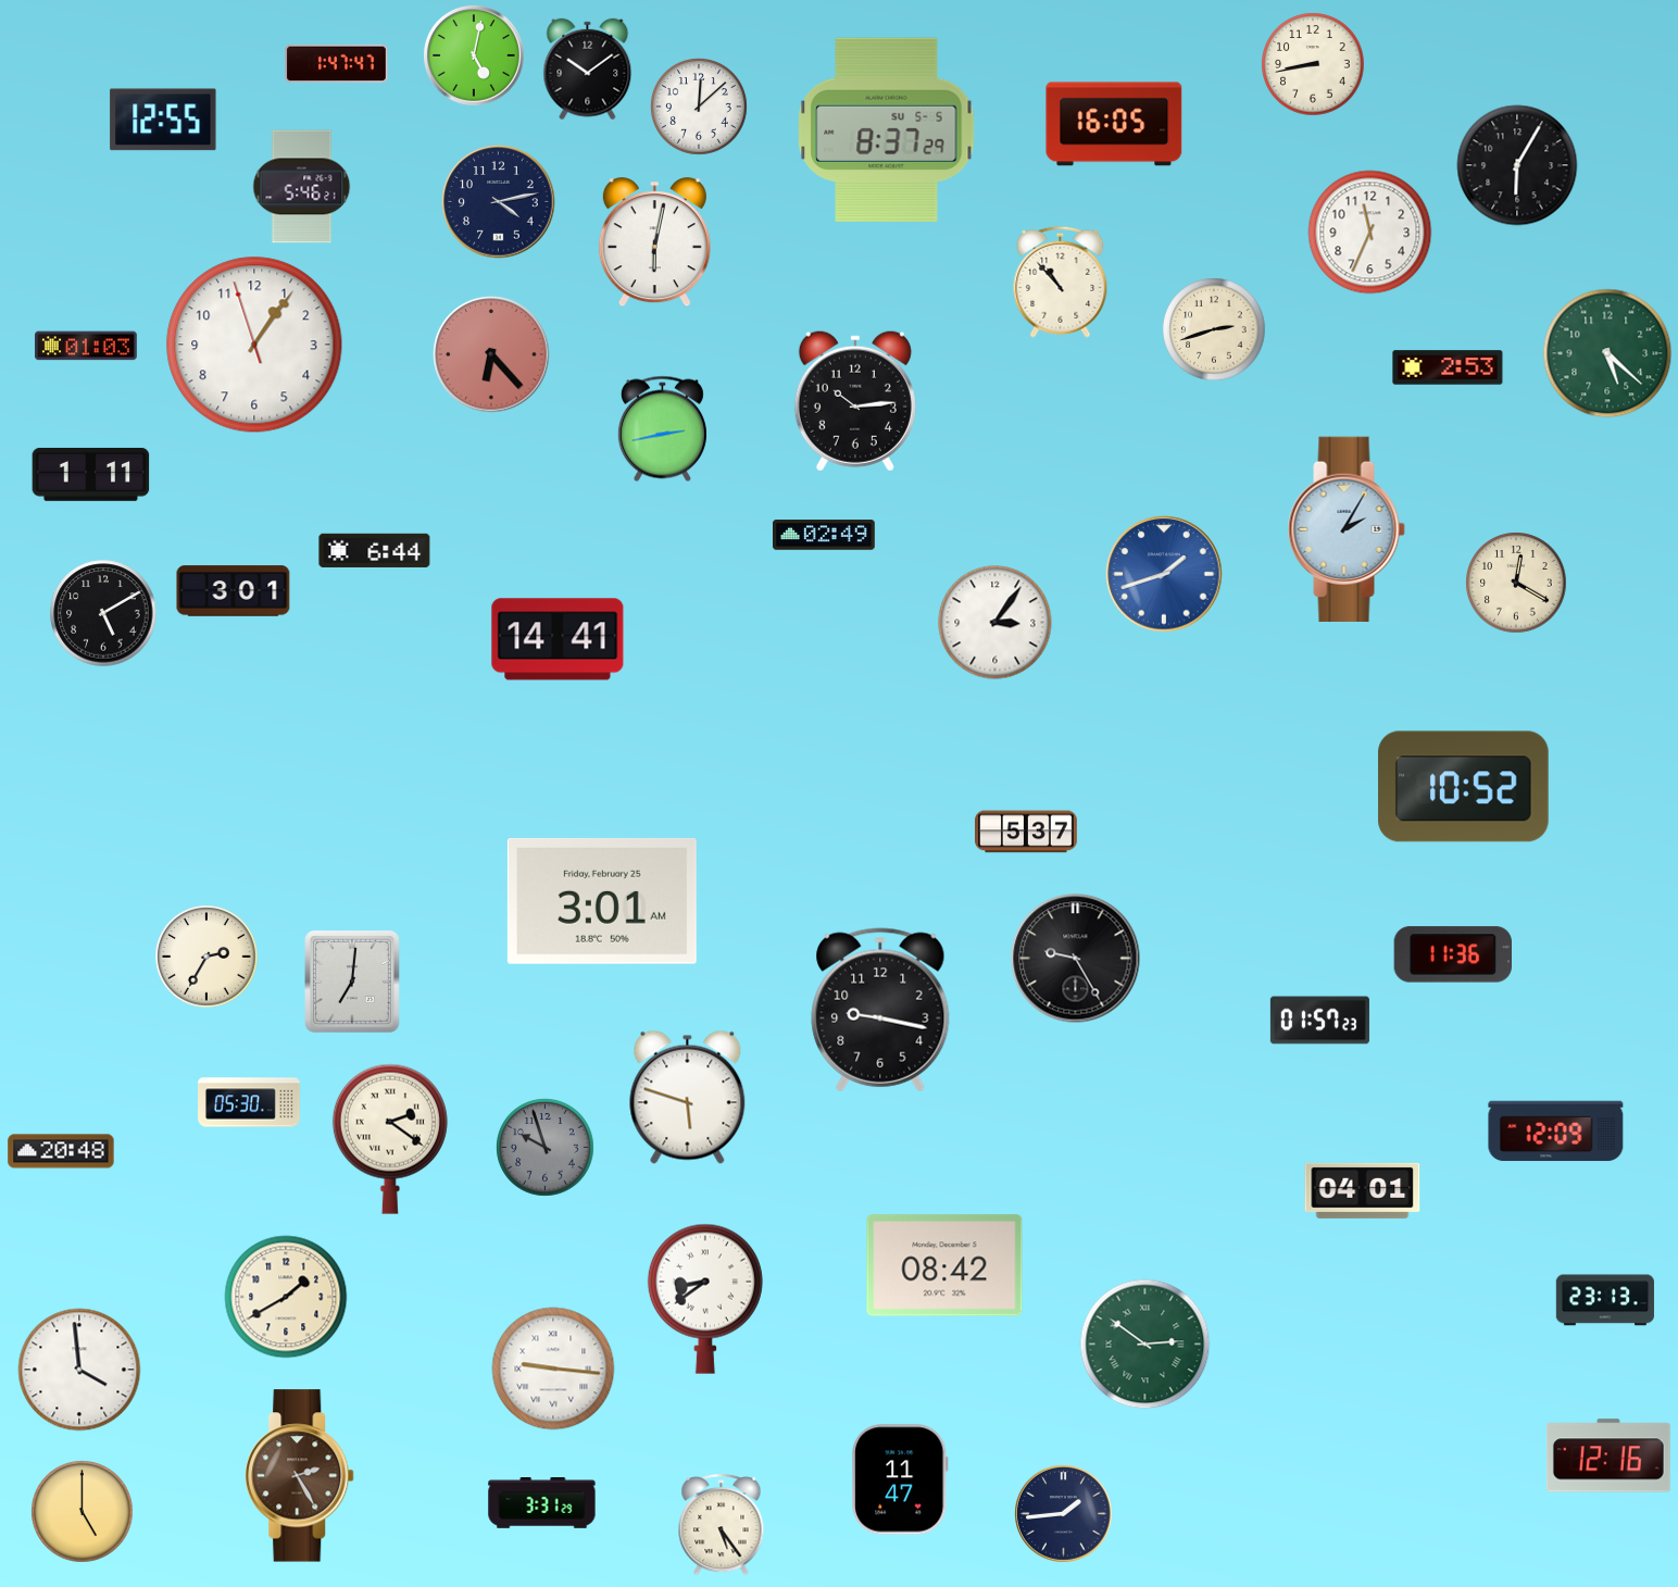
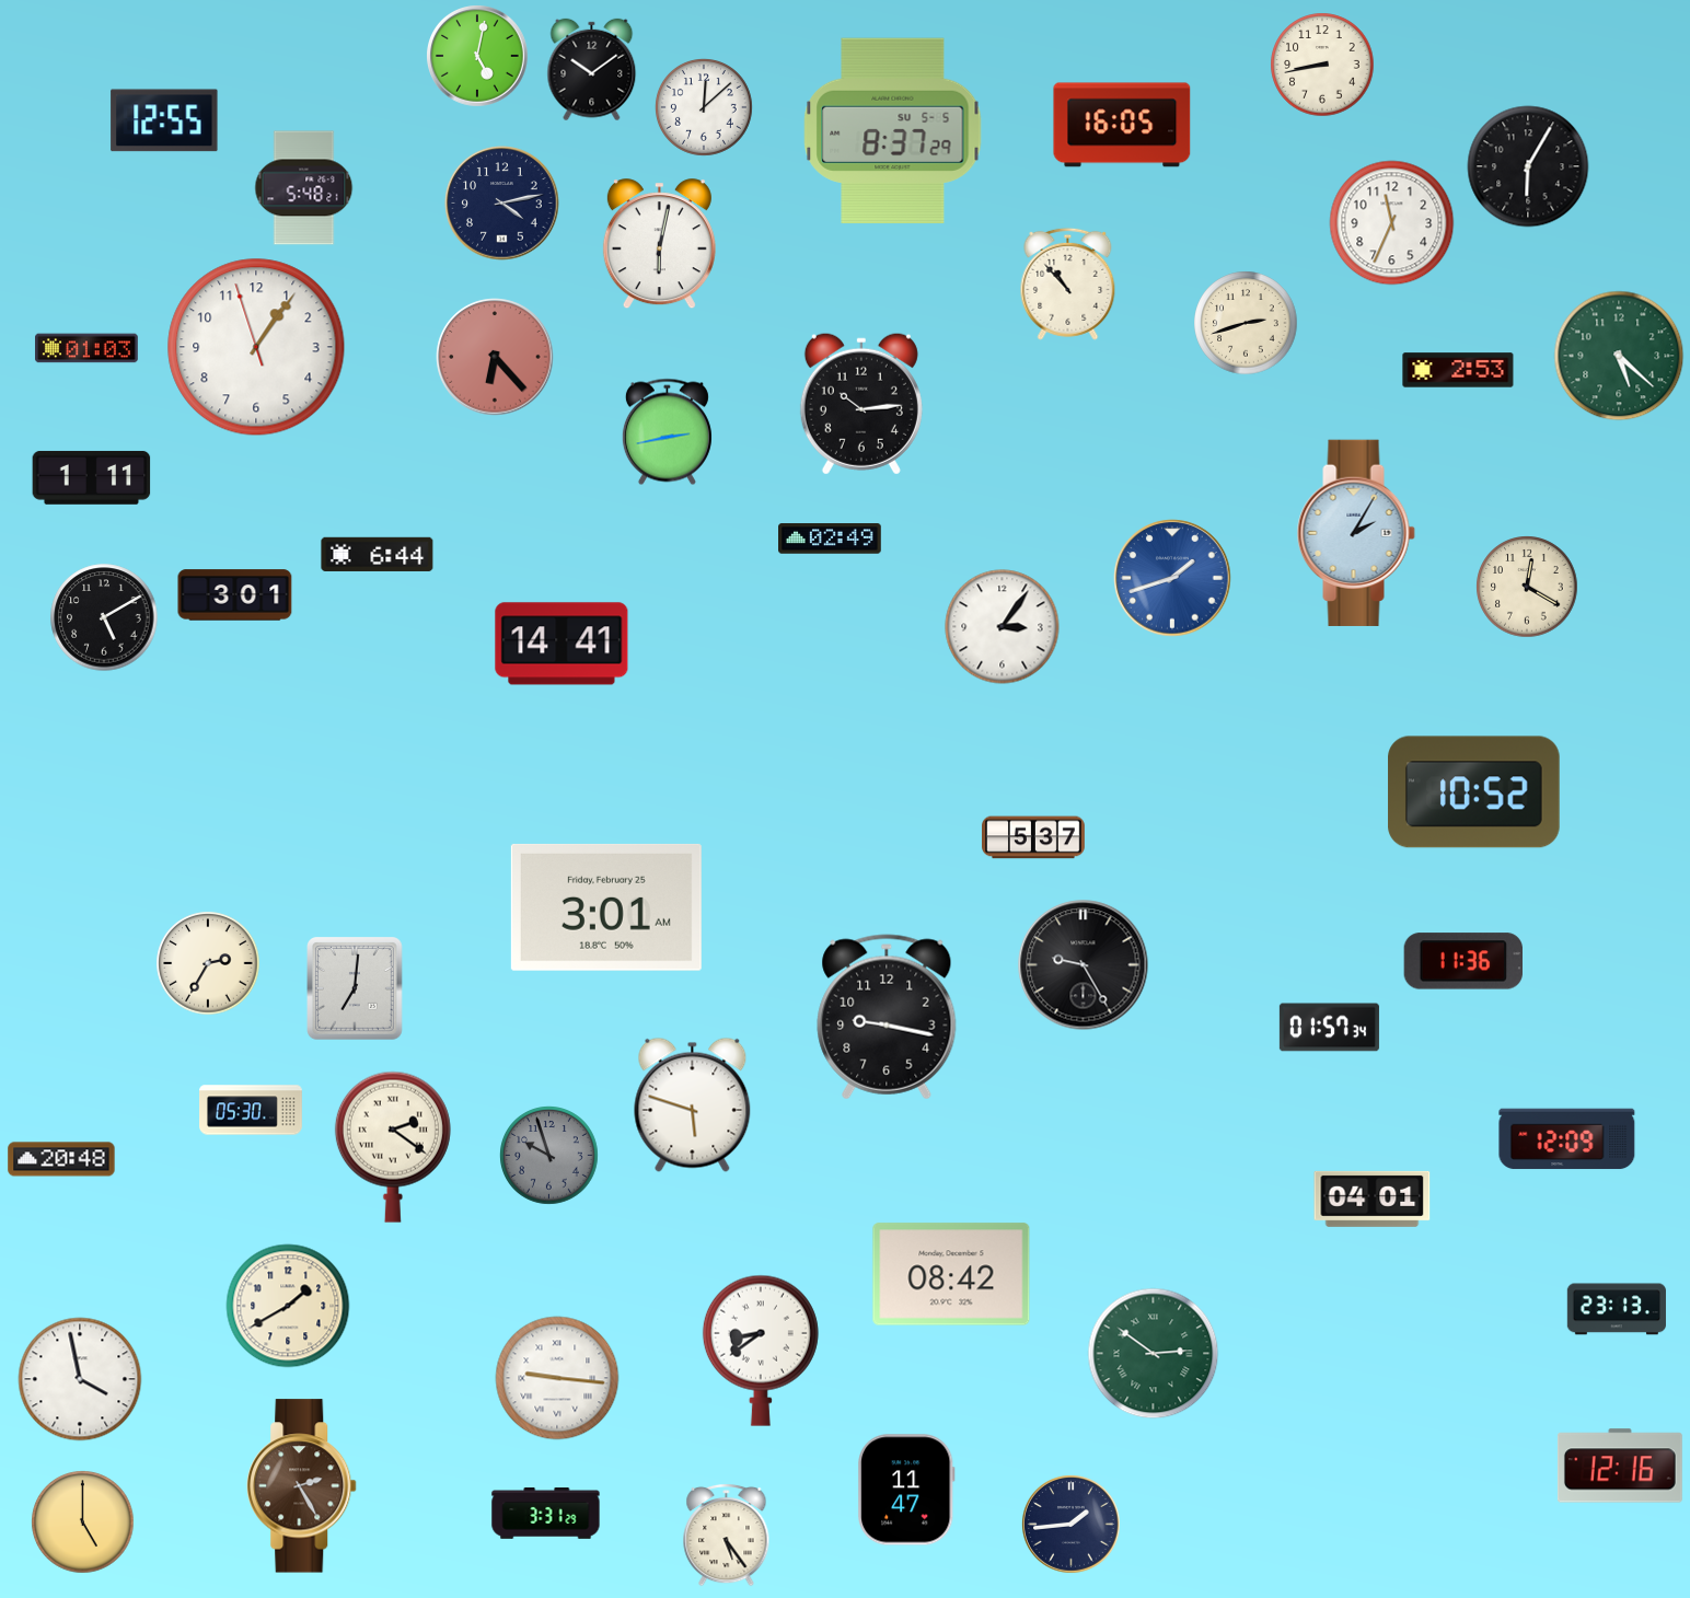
clock at (337, 64): 1:47 -> none
clock at (302, 187): 5:46 -> 5:48
clock at (1370, 233) position: (1370, 233) -> (1392, 223)
clock at (1214, 329) position: (1214, 329) -> (1246, 323)
clock at (1319, 1021): 01:57:23 -> 01:57:34
clock at (705, 1299) position: (705, 1299) -> (761, 1351)
clock at (79, 1370): 3:59 -> 3:58
